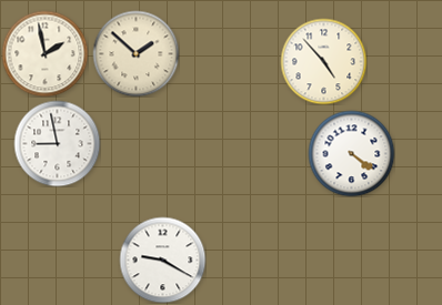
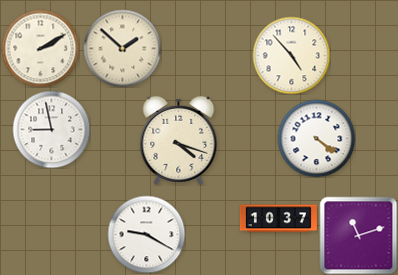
clock at (44, 53): 1:58 -> 2:10
clock at (179, 140): none -> 4:18
clock at (278, 219): none -> 10:37
clock at (358, 235): none -> 11:12
